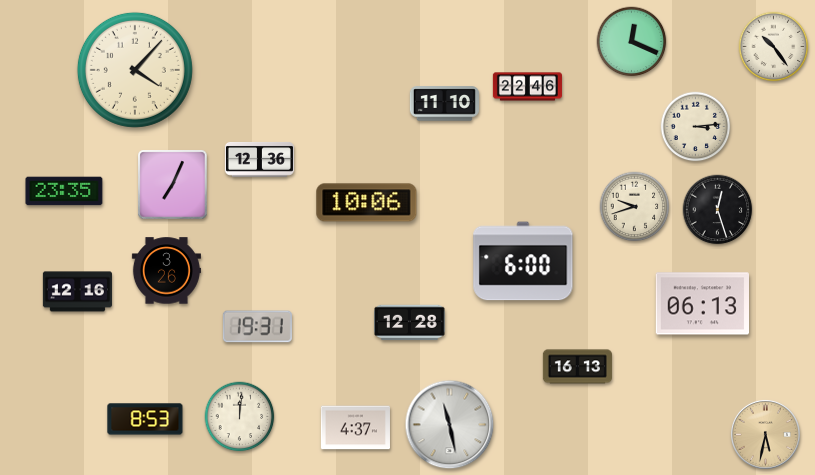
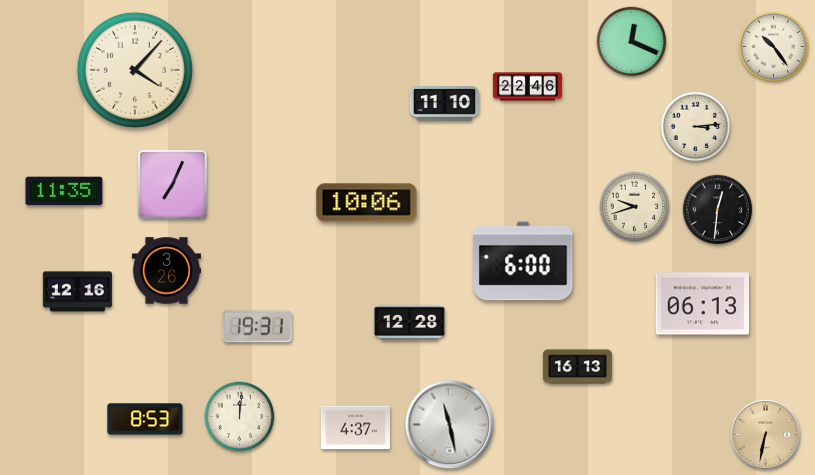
clock at (259, 160): 12:36 -> none
clock at (64, 191): 23:35 -> 11:35
clock at (718, 210): 12:27 -> 12:31
clock at (765, 434): 5:32 -> 6:32
